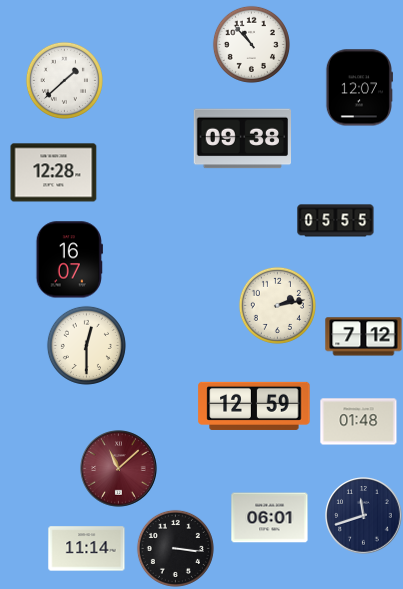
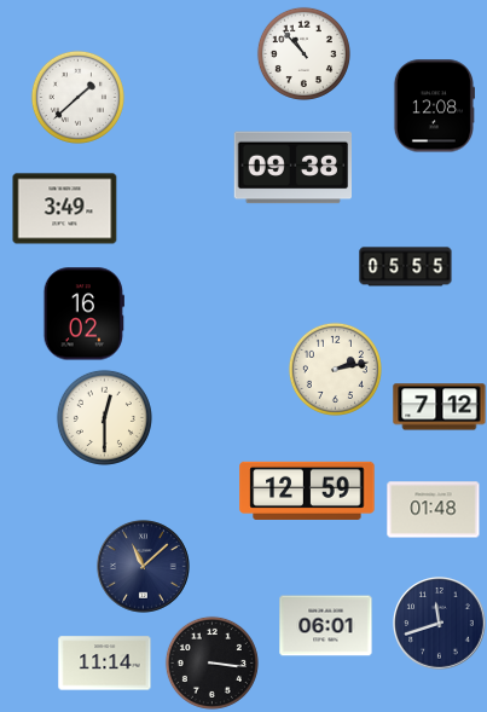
clock at (359, 88): 12:07 -> 12:08
clock at (54, 173): 12:28 -> 3:49
clock at (69, 260): 16:07 -> 16:02
clock at (119, 469) dial: burgundy -> navy
